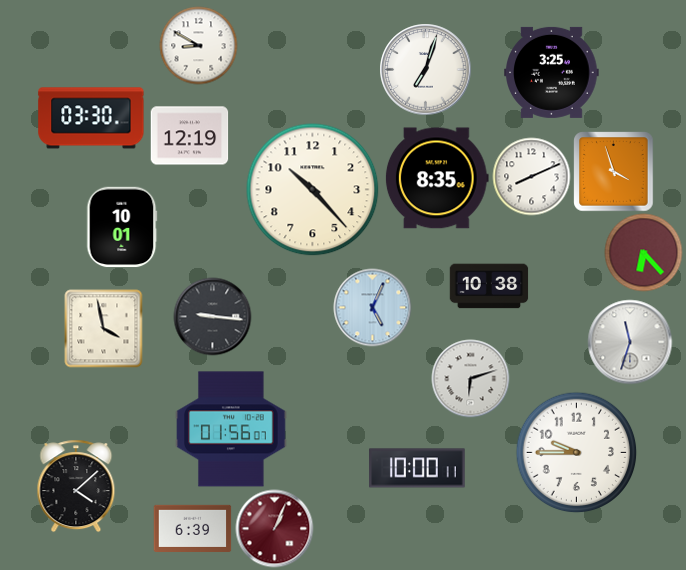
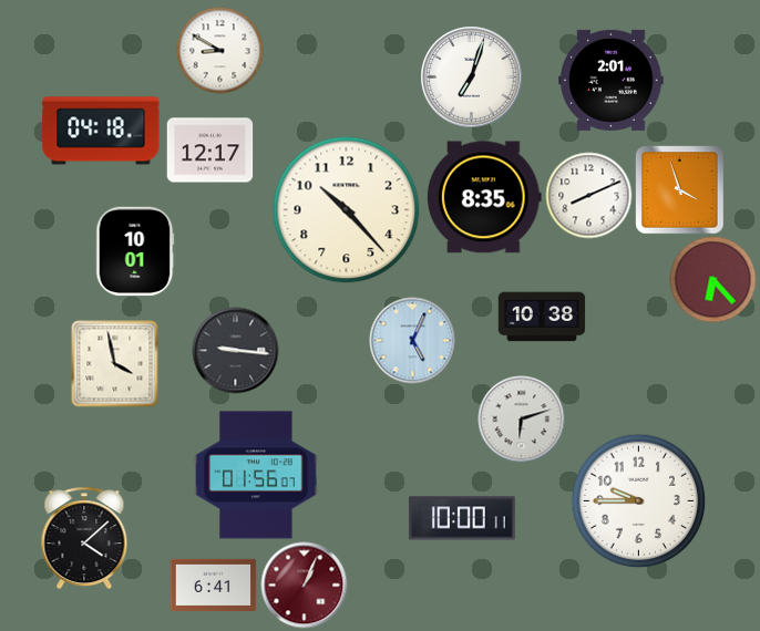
clock at (552, 72): 3:25 -> 2:01
clock at (91, 118): 03:30 -> 04:18
clock at (189, 136): 12:19 -> 12:17
clock at (630, 342): 11:33 -> none
clock at (192, 528): 6:39 -> 6:41
